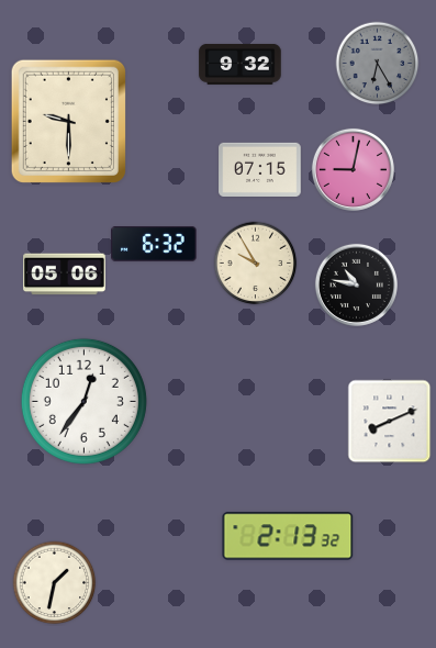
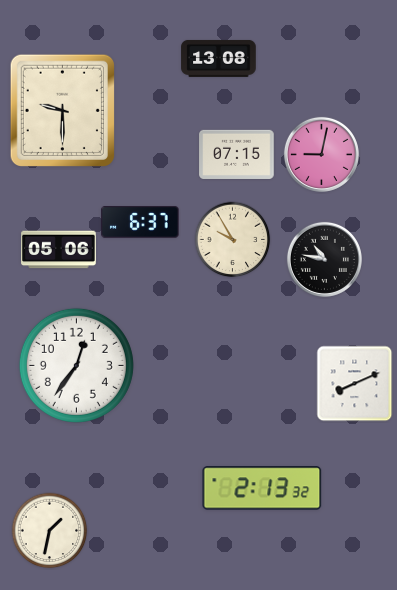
clock at (241, 64): 9:32 -> 13:08
clock at (378, 64): 6:25 -> none
clock at (154, 244): 6:32 -> 6:37
